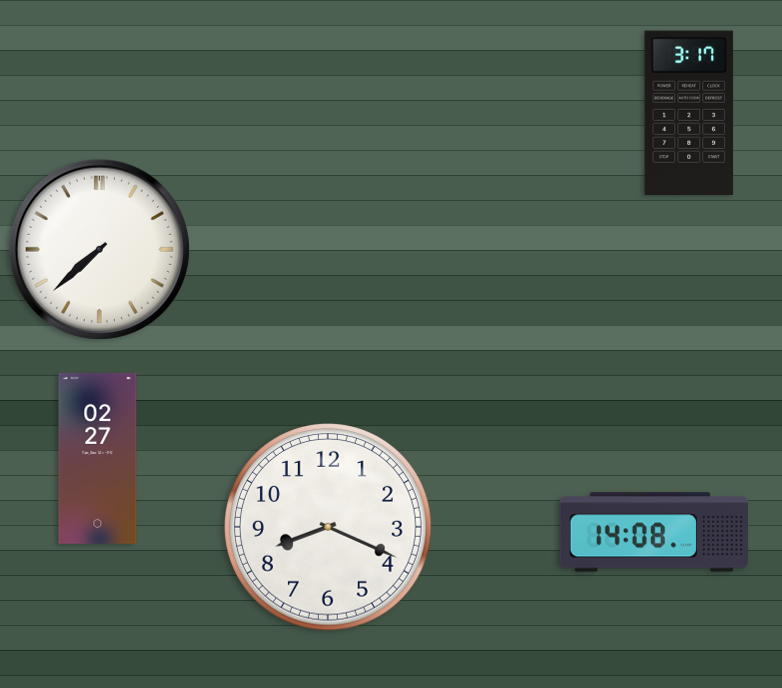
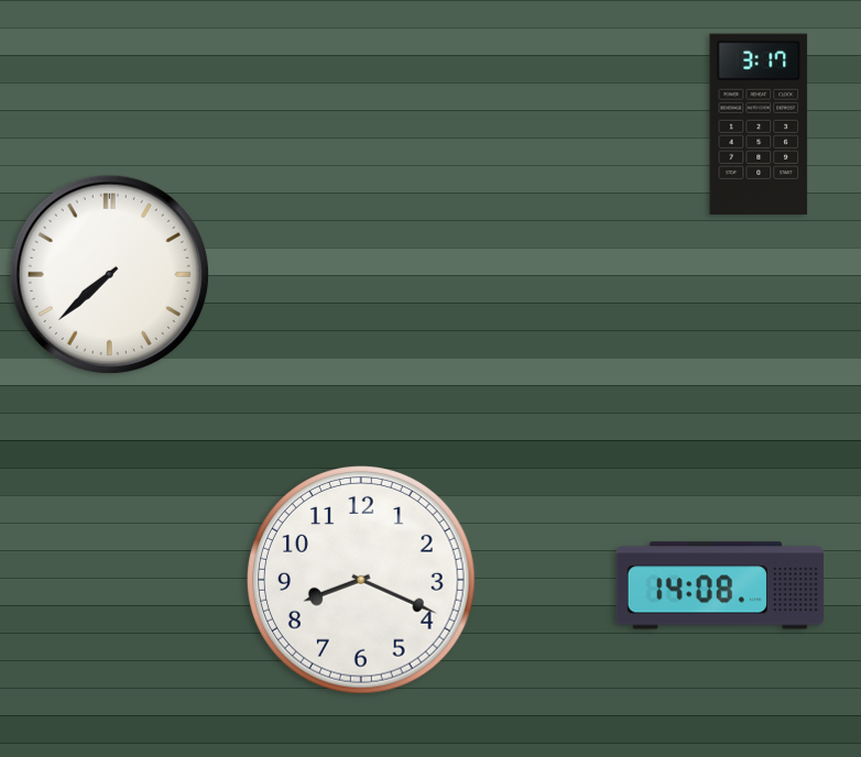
clock at (98, 458): 02:27 -> none
